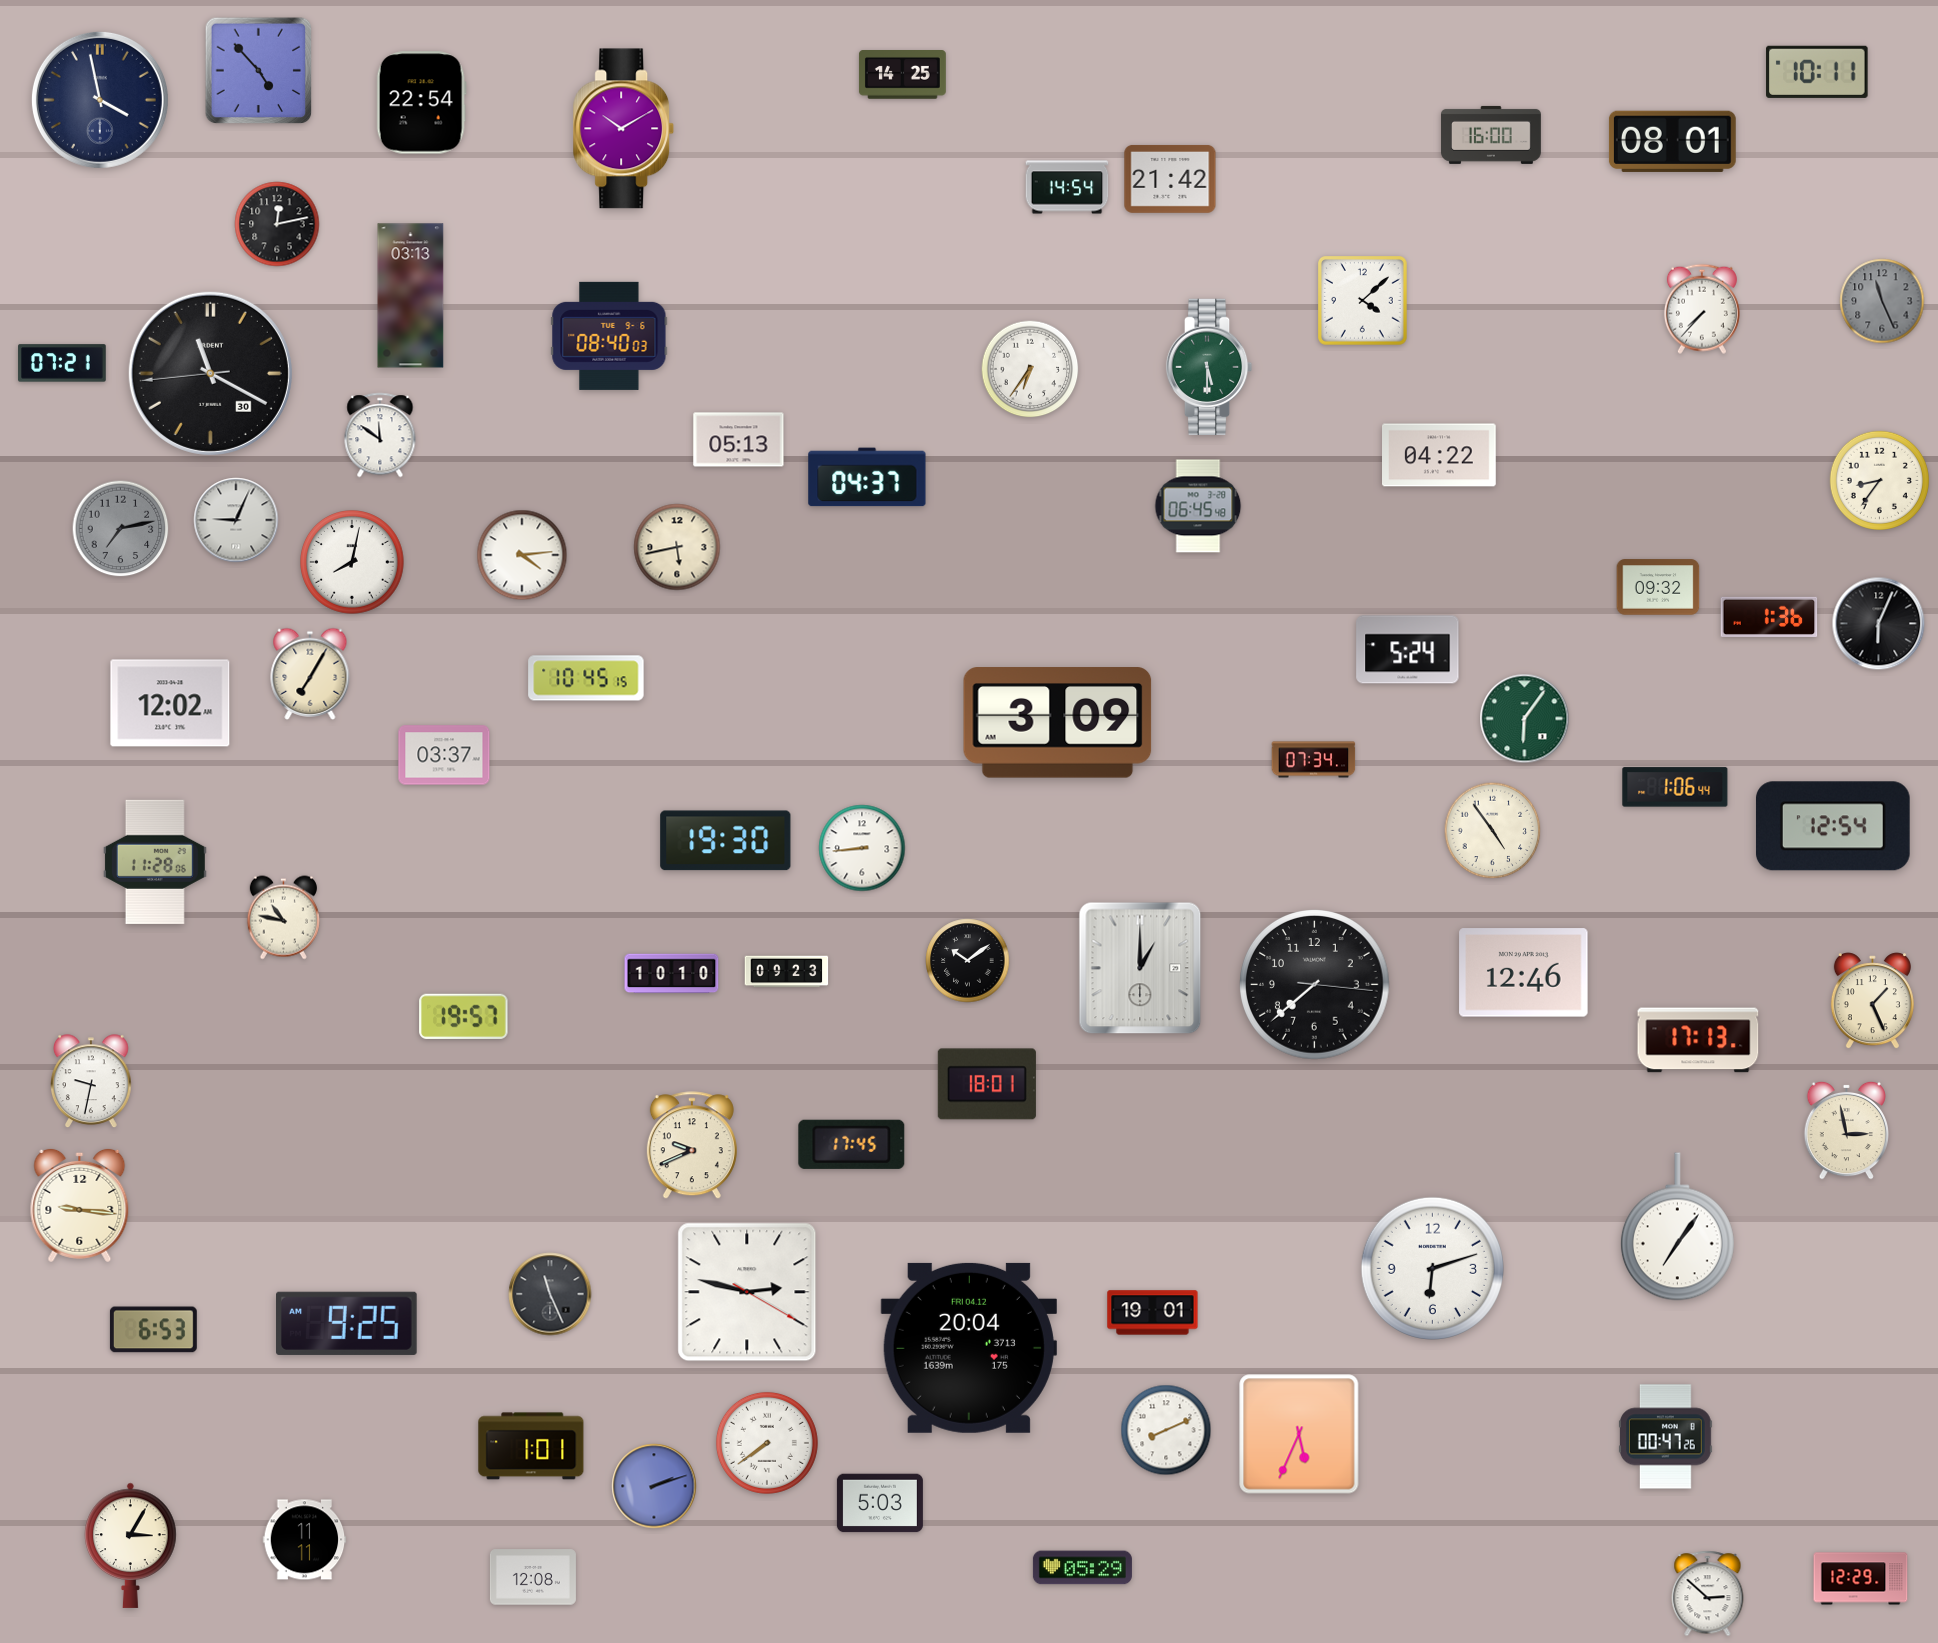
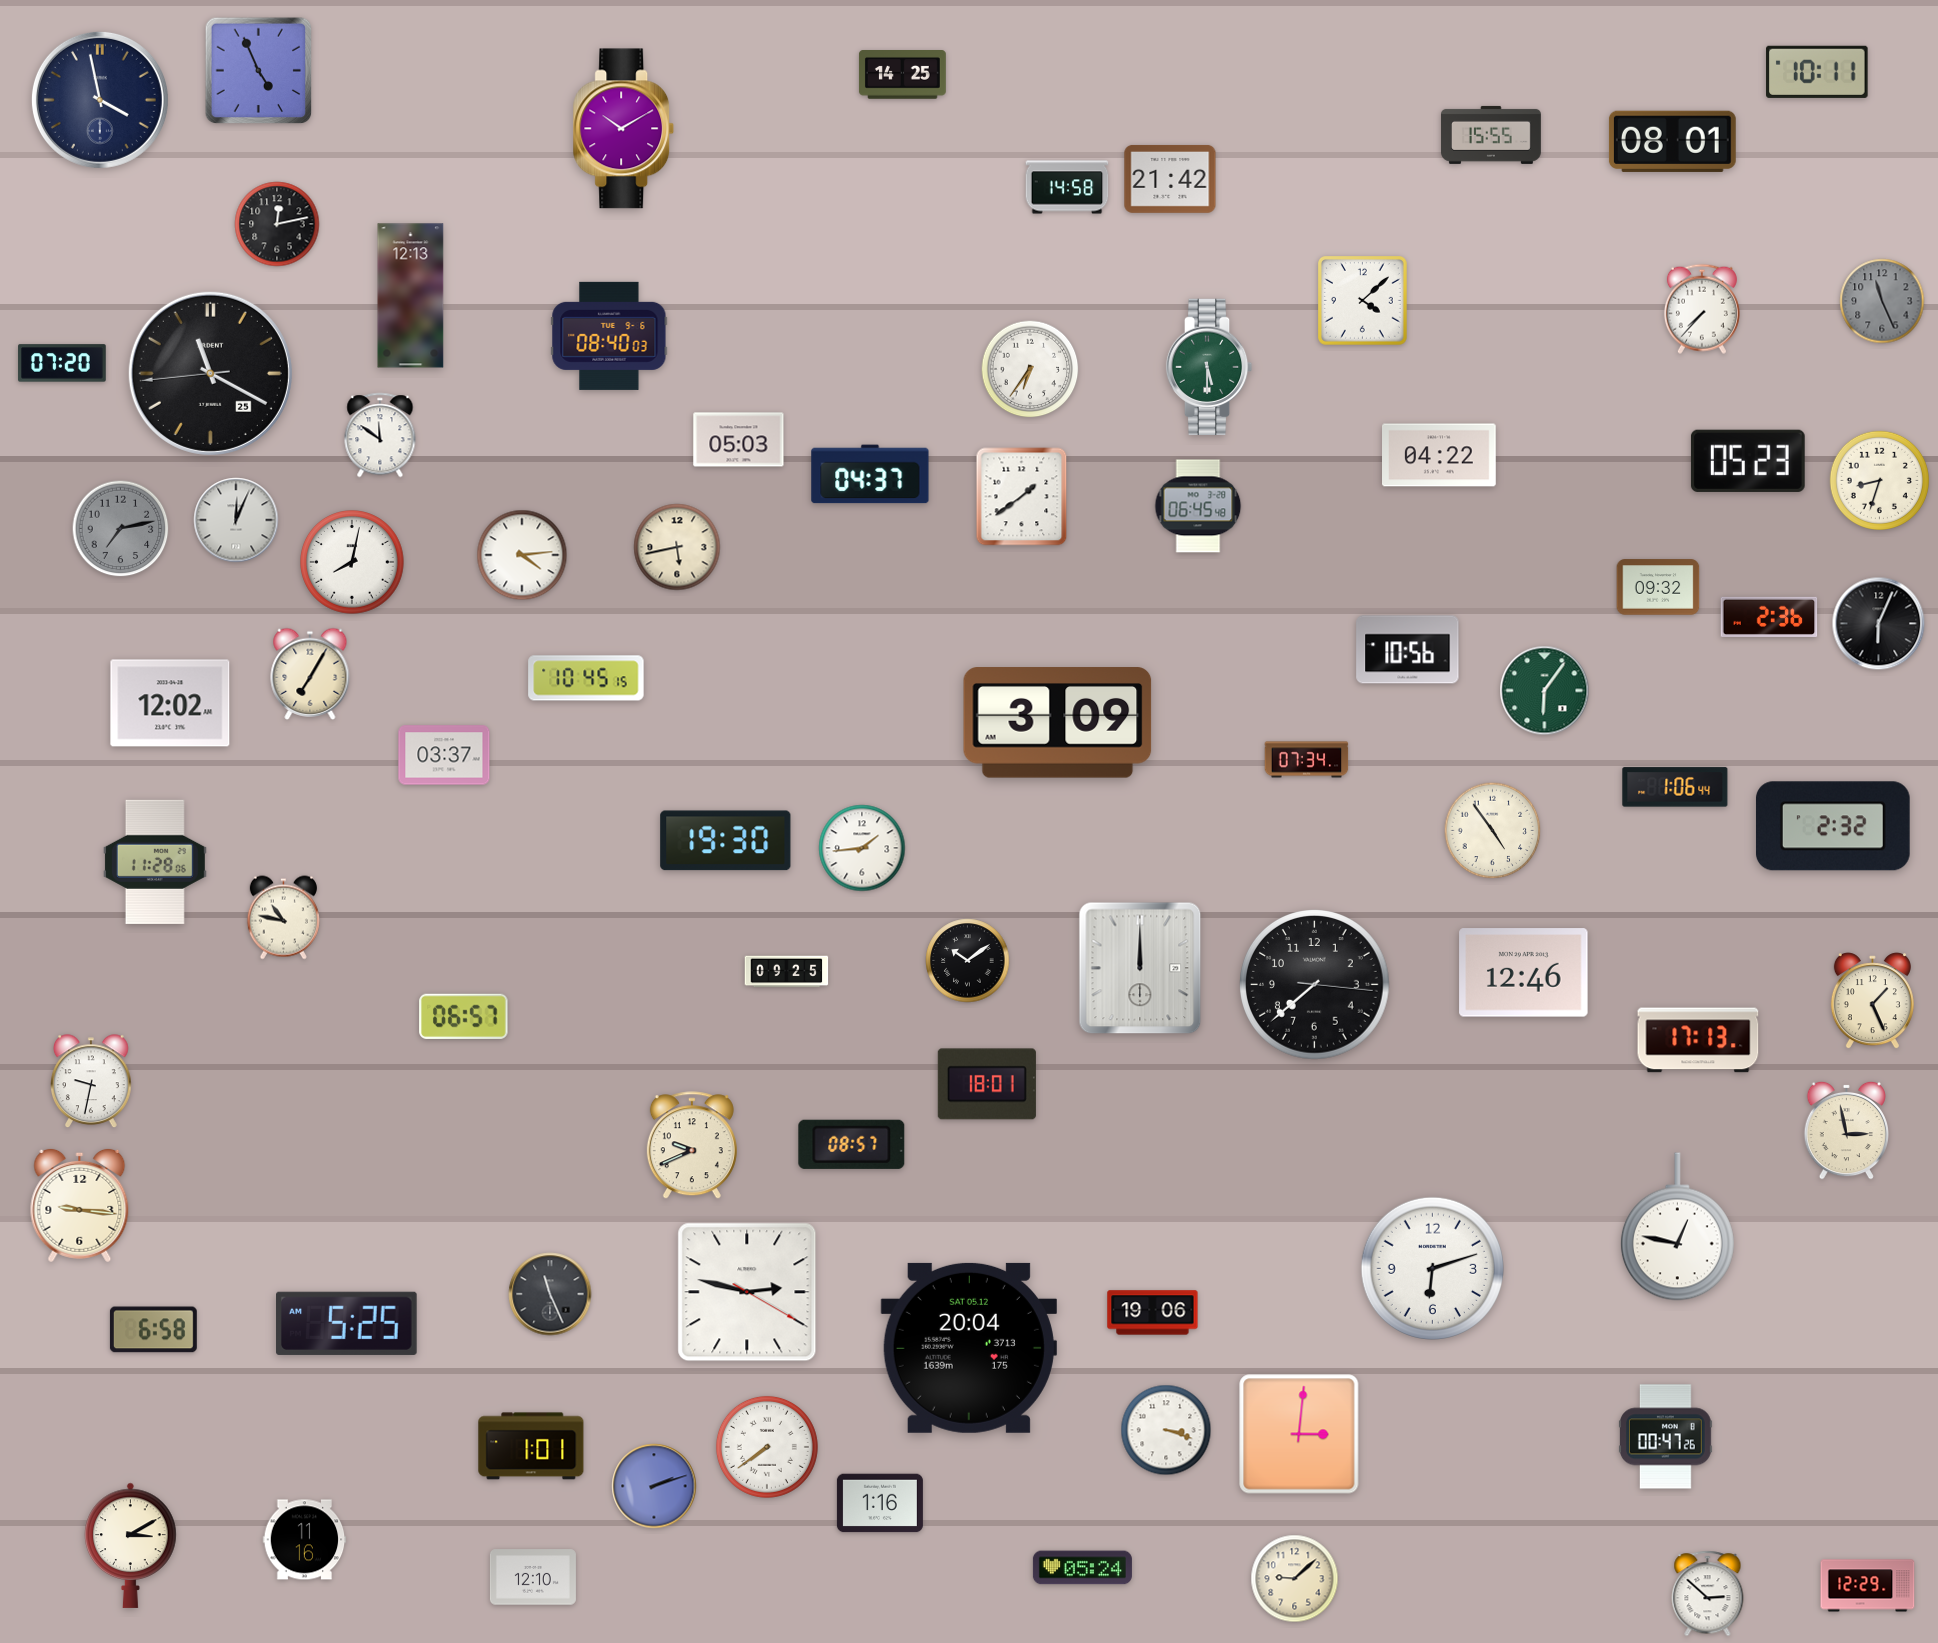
clock at (259, 71): 4:53 -> 4:56
clock at (421, 103): 22:54 -> none
clock at (1491, 135): 16:00 -> 15:55
clock at (1067, 187): 14:54 -> 14:58
clock at (411, 296): 03:13 -> 12:13
clock at (62, 363): 07:21 -> 07:20
clock at (210, 373) date: 30 -> 25
clock at (739, 440): 05:13 -> 05:03
clock at (1748, 461): none -> 05:23
clock at (867, 477) position: (867, 477) -> (870, 474)
clock at (1879, 480): 8:36 -> 8:33
clock at (1022, 497): none -> 1:39
clock at (236, 520): 9:04 -> 12:04
clock at (1769, 617): 1:36 -> 2:36
clock at (1408, 650): 5:24 -> 10:56
clock at (1525, 719) position: (1525, 719) -> (1545, 691)
clock at (1314, 760) position: (1314, 760) -> (1307, 760)
clock at (1833, 826): 12:54 -> 2:32
clock at (862, 848): 8:44 -> 1:44
clock at (1140, 968): 1:00 -> 12:00
clock at (787, 972): 09:23 -> 09:25
clock at (672, 974): 10:10 -> none
clock at (464, 1016): 19:57 -> 06:57
clock at (852, 1144): 17:45 -> 08:57
clock at (1677, 1227): 7:06 -> 12:47
clock at (1153, 1313): 19:01 -> 19:06
clock at (347, 1323): 9:25 -> 5:25
clock at (153, 1330): 6:53 -> 6:58
clock at (969, 1348) date: FRI 04.12 -> SAT 05.12
clock at (1166, 1430): 8:11 -> 3:18
clock at (1299, 1434): 5:34 -> 3:01
clock at (767, 1443) position: (767, 1443) -> (767, 1447)
clock at (880, 1503): 5:03 -> 1:16
clock at (305, 1540): 11:11 -> 11:16
clock at (131, 1545): 3:05 -> 3:10
clock at (1082, 1568): 05:29 -> 05:24
clock at (533, 1577): 12:08 -> 12:10
clock at (1295, 1579): none -> 9:08
clock at (1861, 1579) position: (1861, 1579) -> (1868, 1586)
